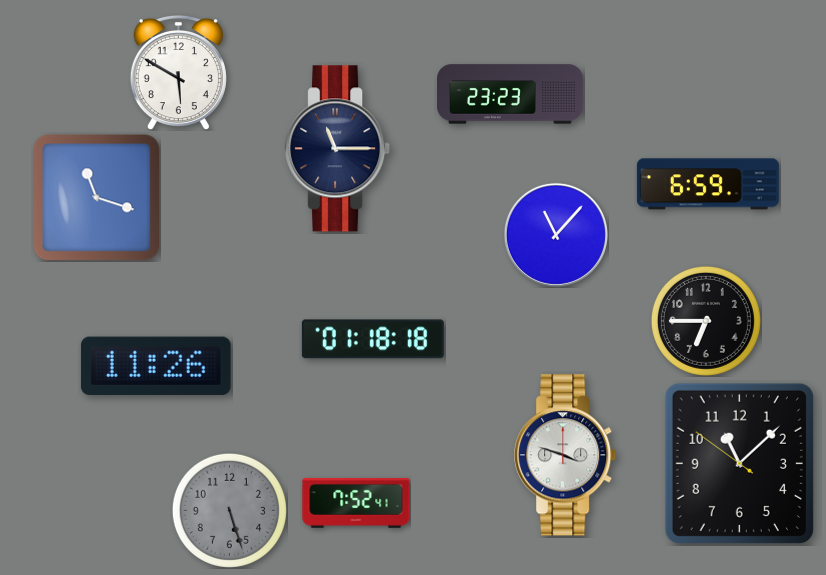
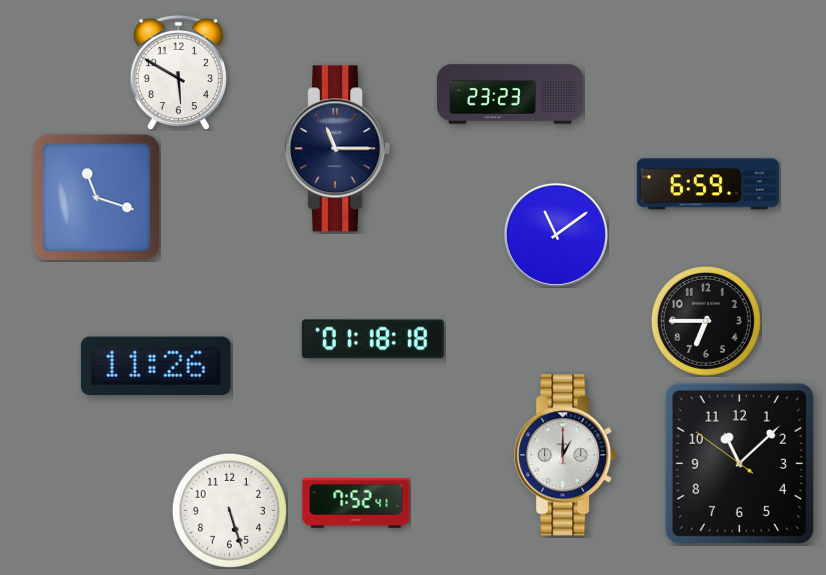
clock at (556, 235): 11:07 -> 11:09
clock at (566, 455): 3:48 -> 1:00
clock at (229, 510) dial: grey -> white
